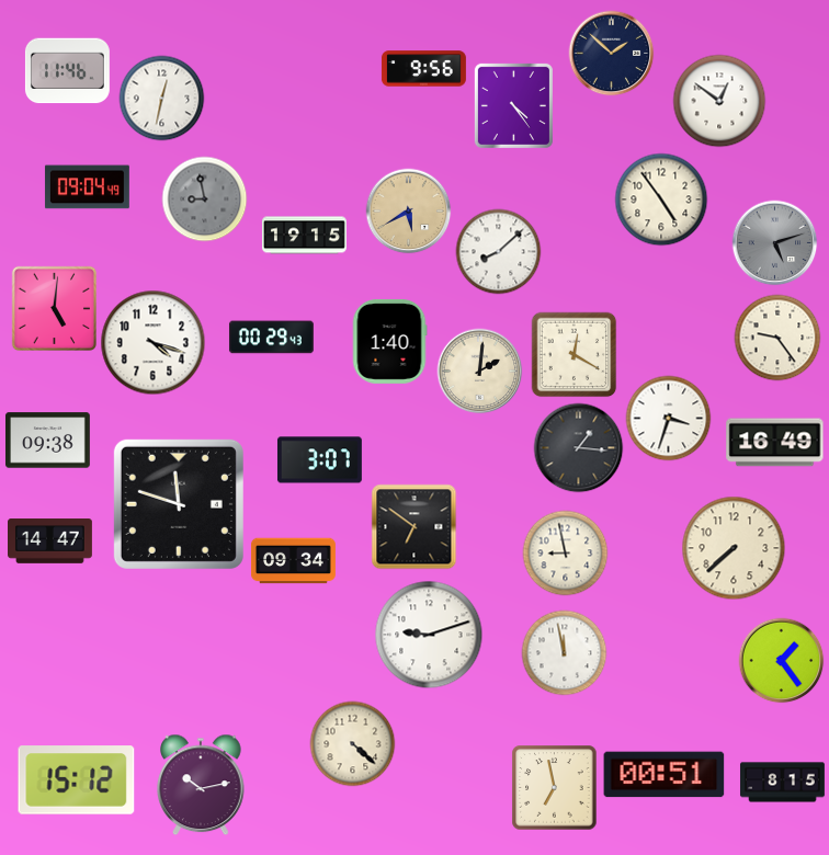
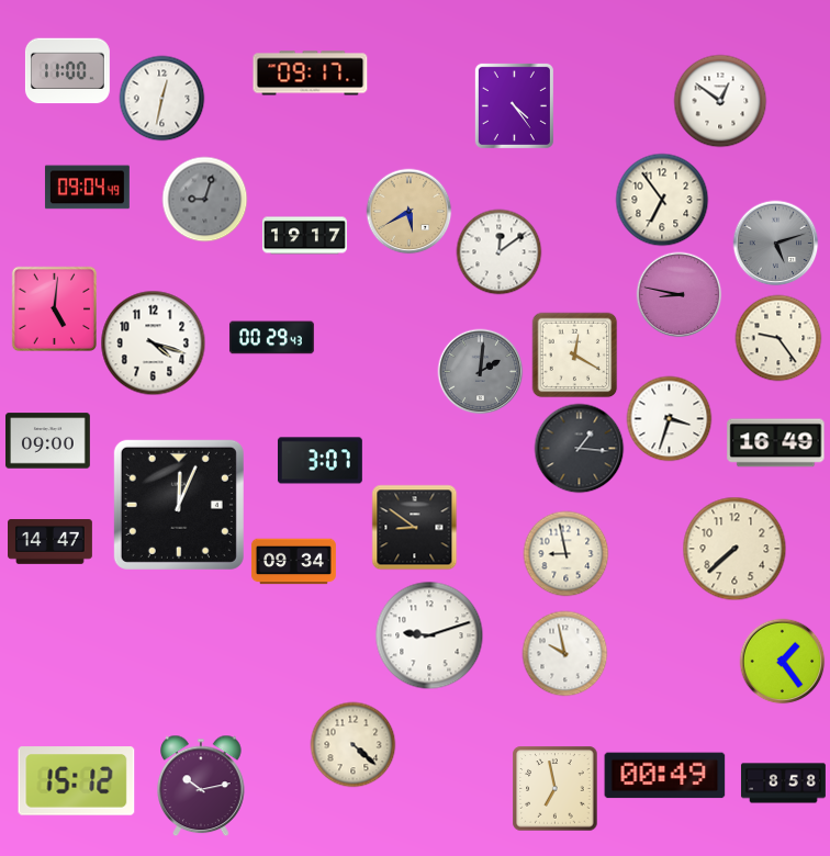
clock at (611, 53): 1:52 -> none
clock at (423, 69): 9:56 -> none
clock at (67, 71): 11:46 -> 11:00
clock at (311, 74): none -> 09:17
clock at (204, 198): 8:58 -> 9:03
clock at (661, 200): 4:54 -> 6:54
clock at (304, 236): 19:15 -> 19:17
clock at (498, 251): 8:08 -> 12:09
clock at (678, 294): none -> 8:47
clock at (389, 341): 1:40 -> none
clock at (479, 371) dial: cream -> grey
clock at (47, 441): 09:38 -> 09:00
clock at (179, 504): 11:48 -> 12:04
clock at (413, 526): 6:51 -> 8:51
clock at (564, 652): 11:58 -> 9:58
clock at (665, 775): 00:51 -> 00:49
clock at (783, 783): 8:15 -> 8:58
